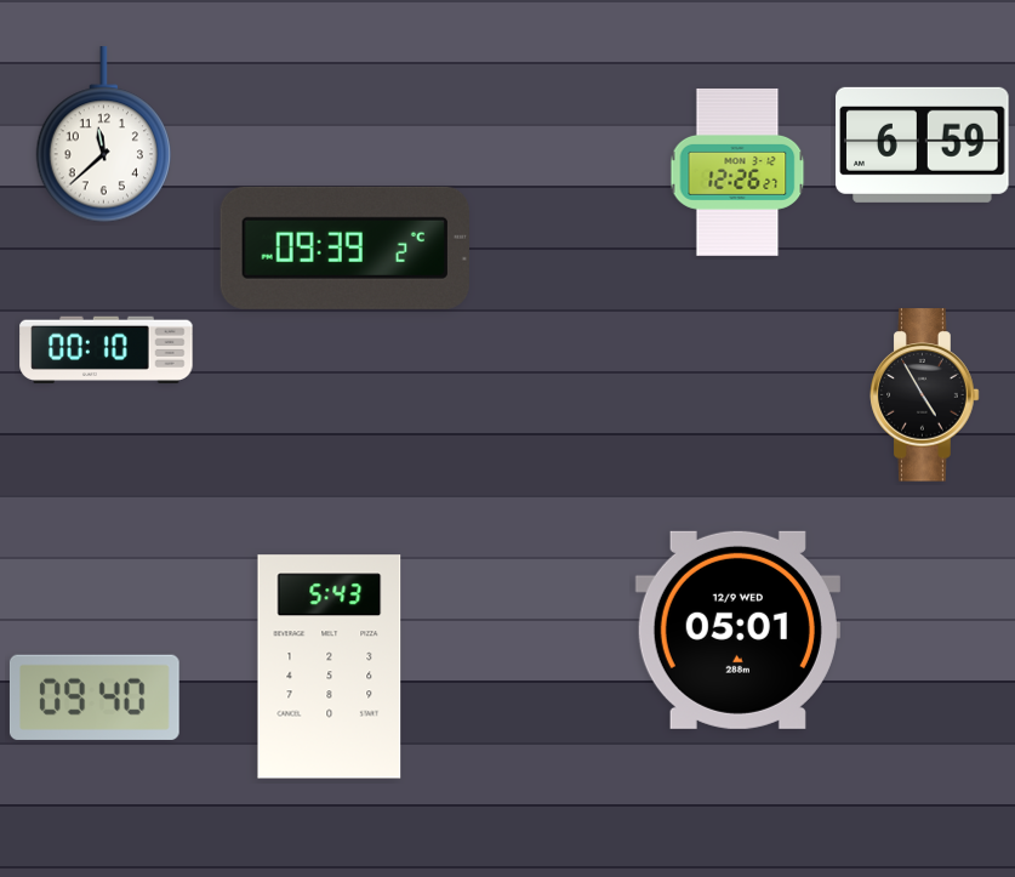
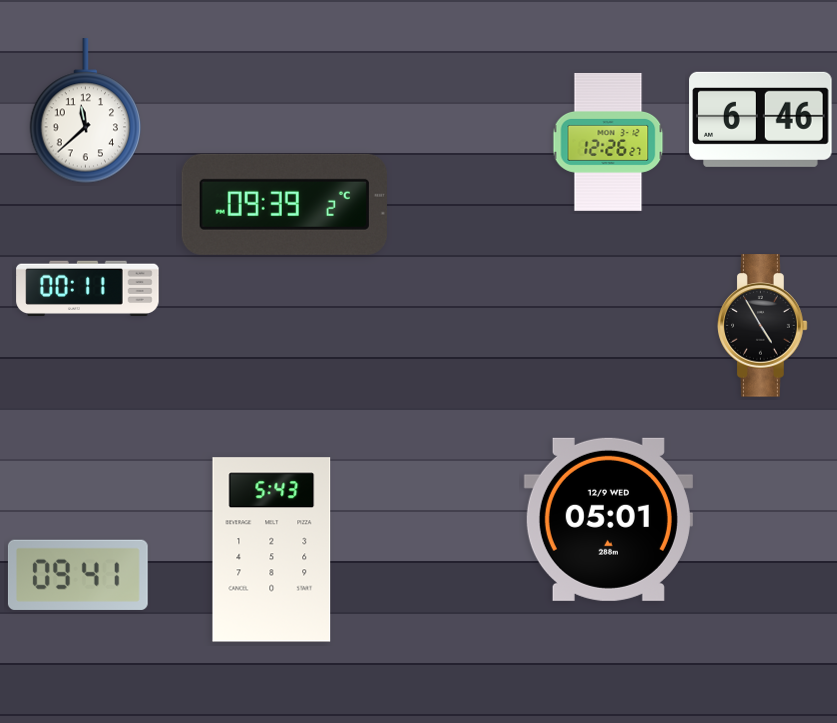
clock at (923, 144): 6:59 -> 6:46
clock at (107, 349): 00:10 -> 00:11
clock at (95, 697): 09:40 -> 09:41
